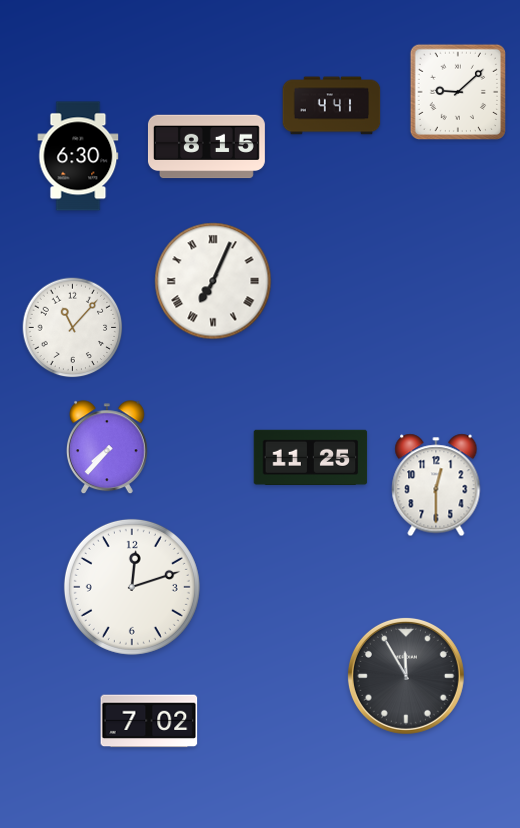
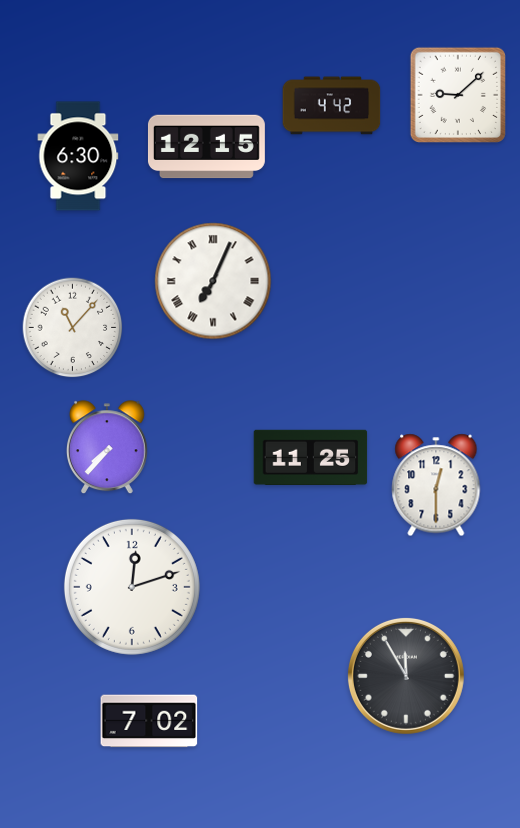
clock at (457, 91) position: (457, 91) -> (457, 94)
clock at (332, 106): 4:41 -> 4:42
clock at (206, 147): 8:15 -> 12:15
